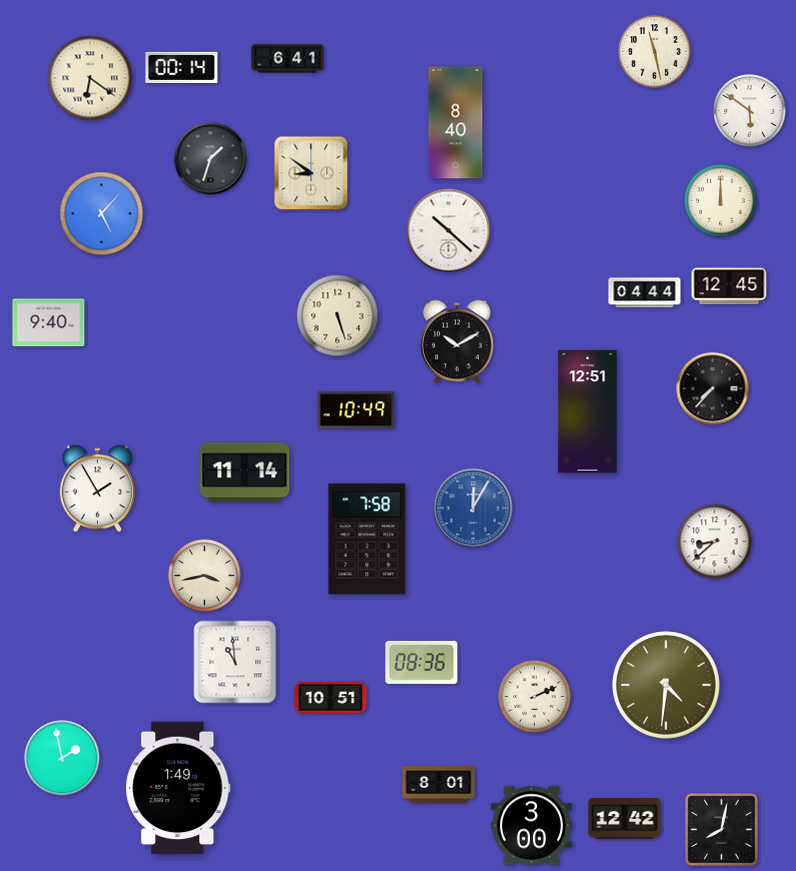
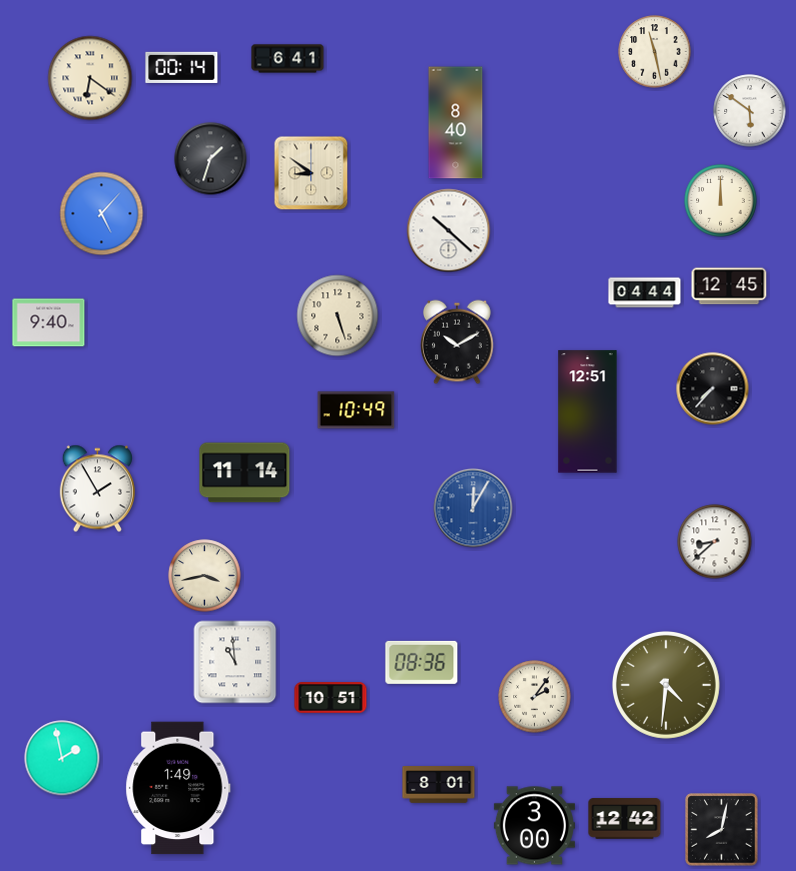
clock at (367, 539): 7:58 -> none
clock at (535, 697): 2:11 -> 2:06
clock at (531, 826) position: (531, 826) -> (534, 826)
